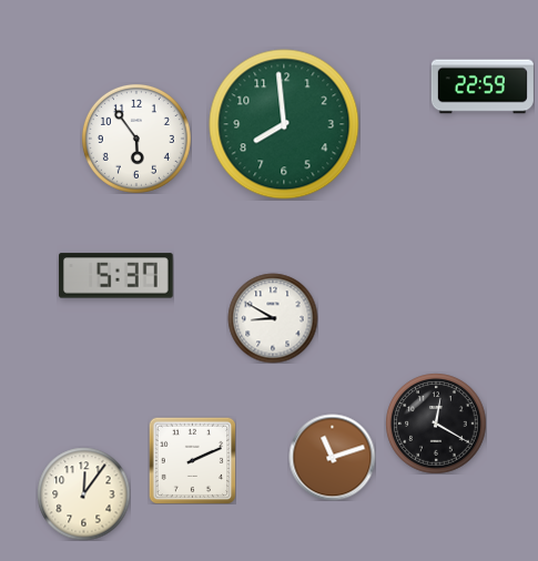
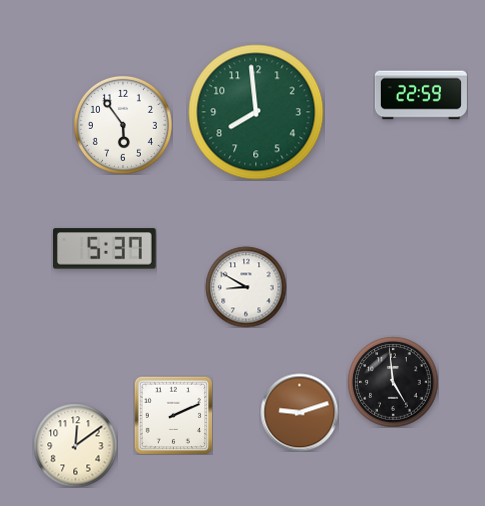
clock at (483, 86) position: (483, 86) -> (421, 95)
clock at (436, 424): 12:20 -> 4:59
clock at (332, 457): 11:12 -> 9:12
clock at (83, 493): 12:06 -> 12:09
